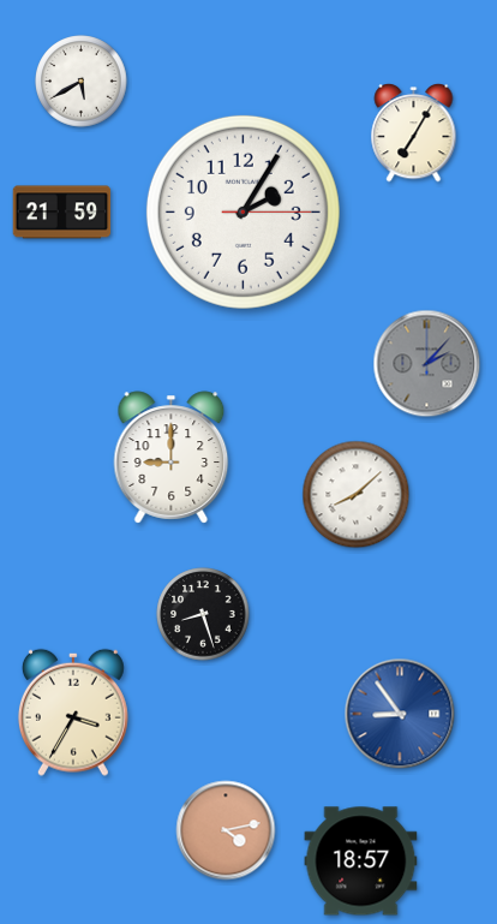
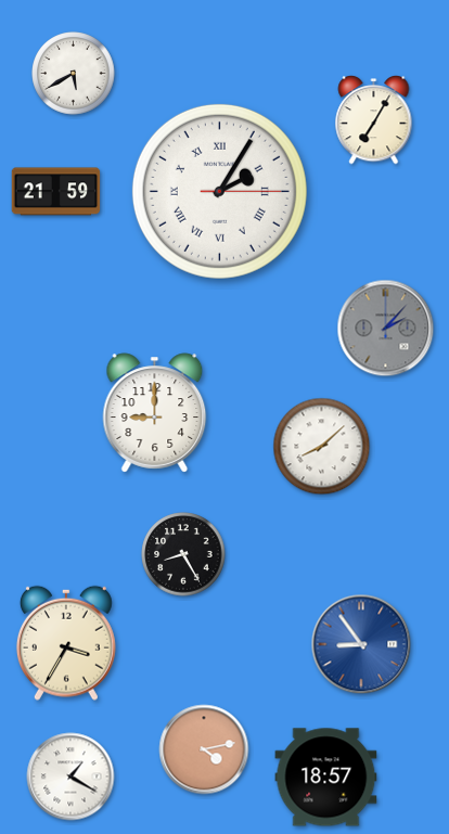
clock at (242, 211) numerals: Arabic -> Roman
clock at (203, 614): 8:27 -> 8:25
clock at (70, 777): none -> 1:20
